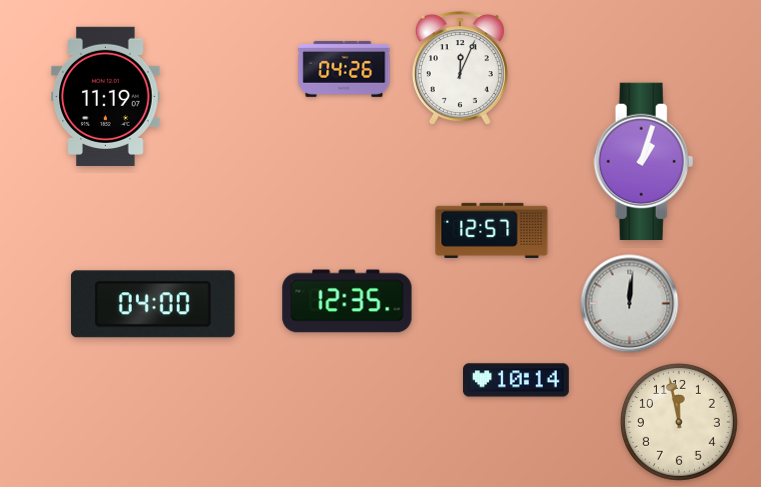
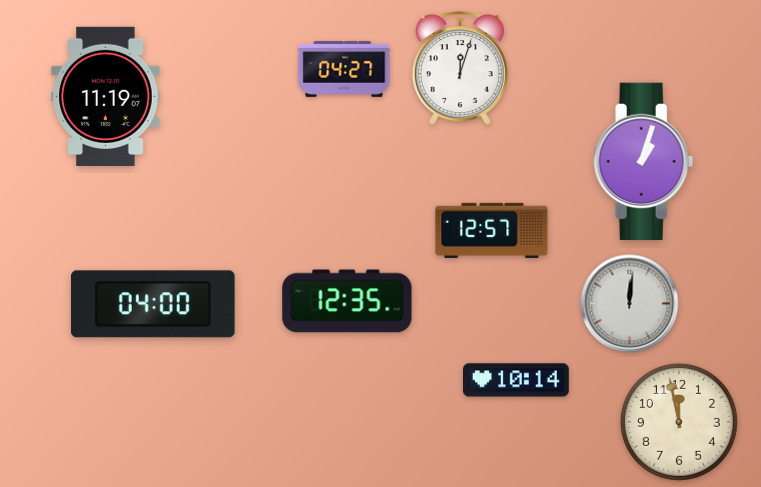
clock at (460, 68): 12:04 -> 12:03
clock at (344, 69): 04:26 -> 04:27
